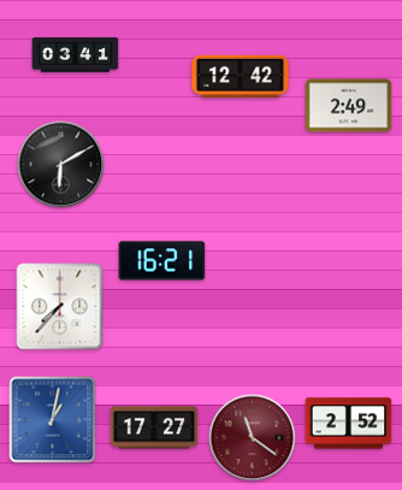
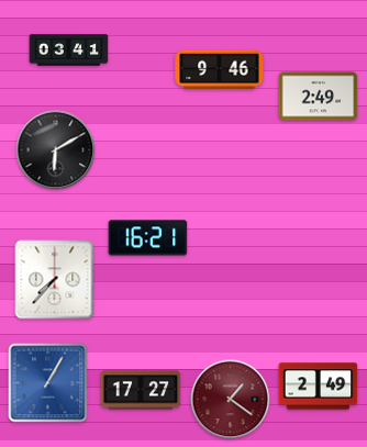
clock at (241, 76): 12:42 -> 9:46
clock at (53, 420): 1:02 -> 1:05
clock at (349, 424): 2:52 -> 2:49
clock at (253, 438): 11:21 -> 1:21
